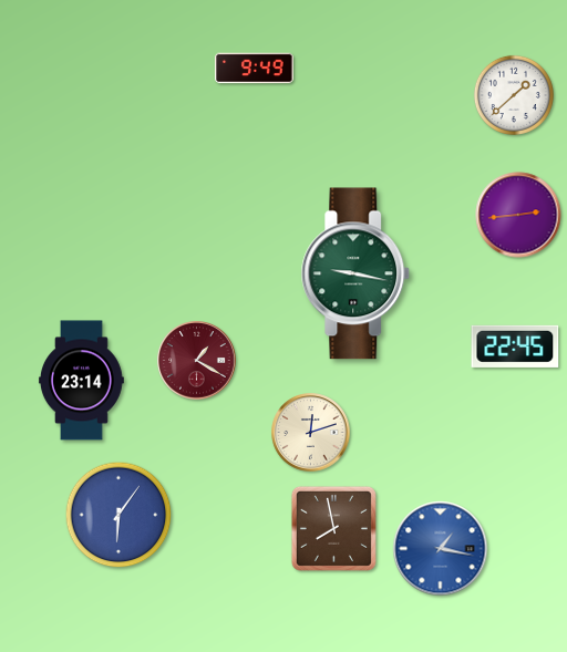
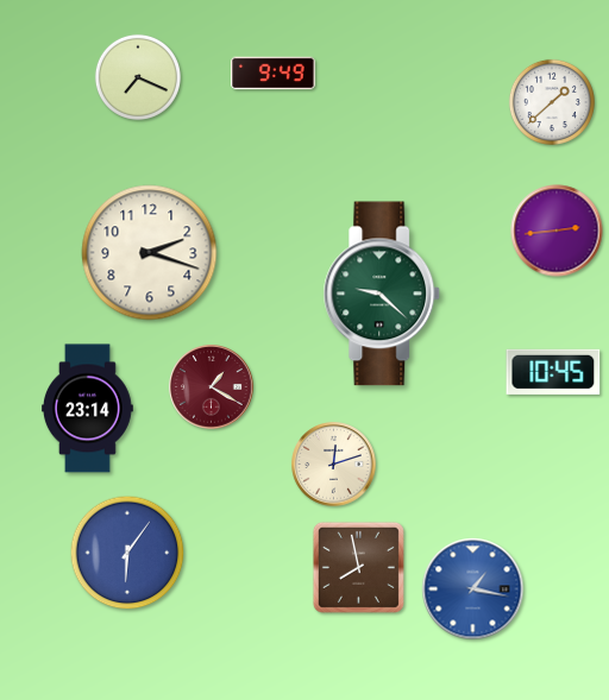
clock at (138, 77): none -> 7:19
clock at (150, 253): none -> 2:18
clock at (355, 273): 9:17 -> 9:22
clock at (515, 346): 22:45 -> 10:45
